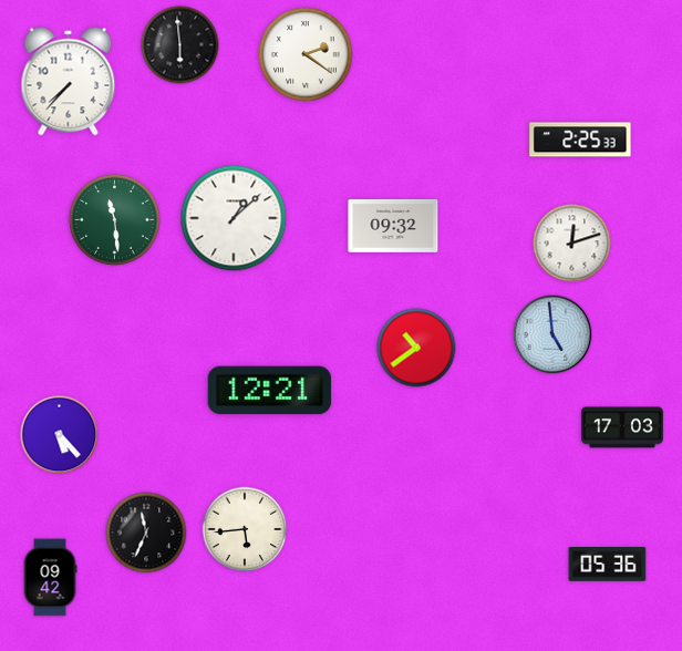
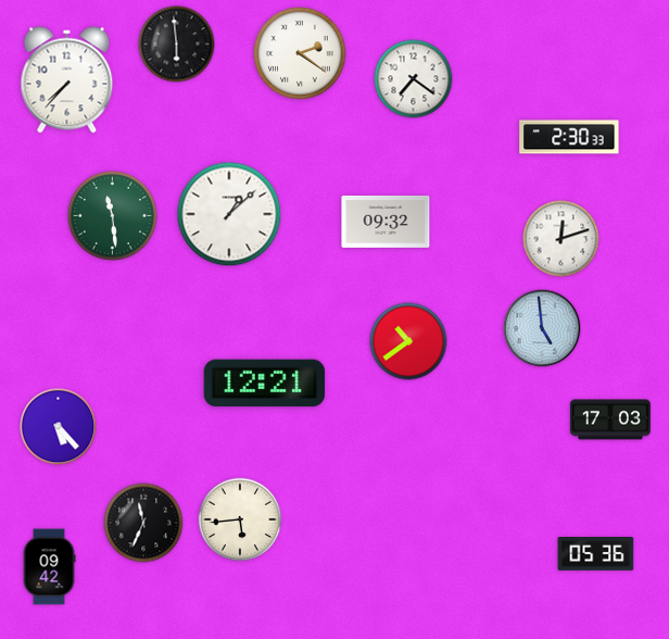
clock at (414, 79): none -> 7:21
clock at (580, 139): 2:25 -> 2:30
